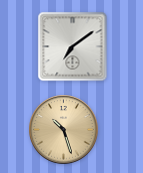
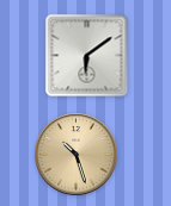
clock at (73, 47): 7:09 -> 6:09
